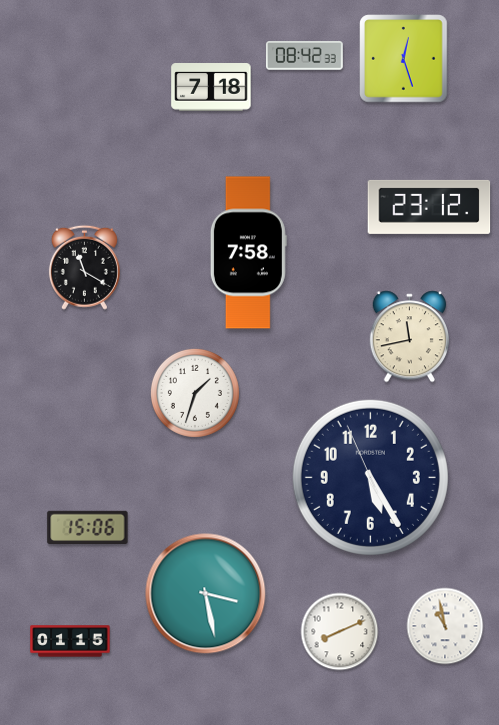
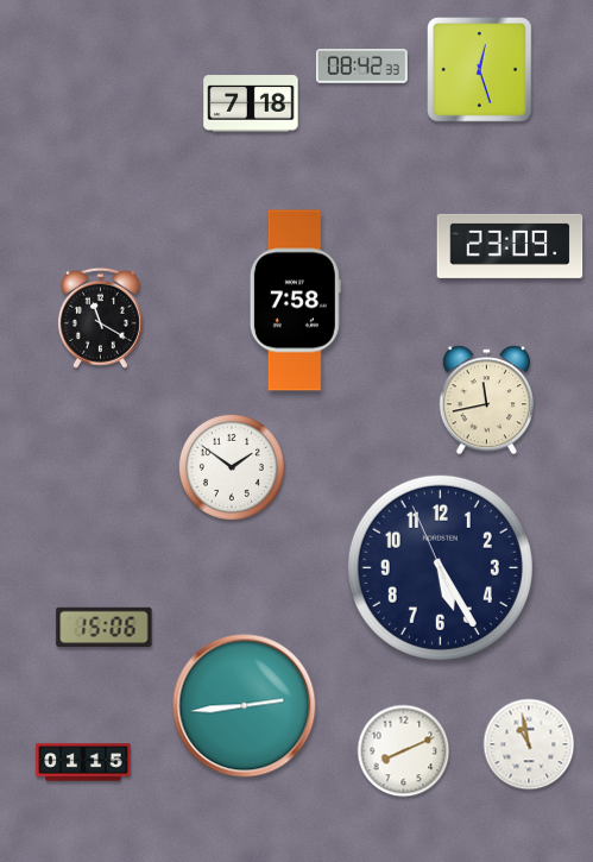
clock at (429, 207): 23:12 -> 23:09
clock at (195, 393): 1:33 -> 1:51
clock at (206, 594): 3:28 -> 2:44
